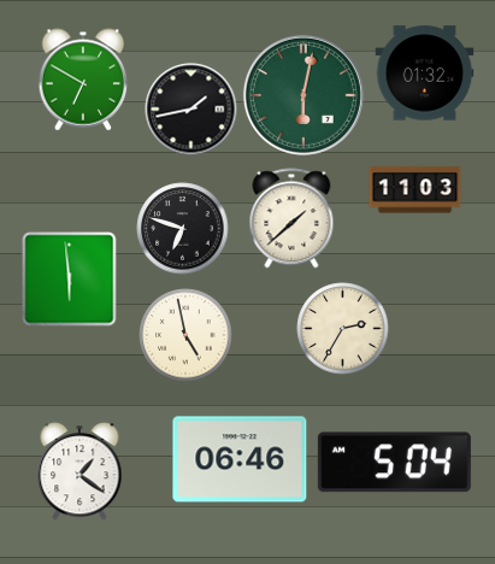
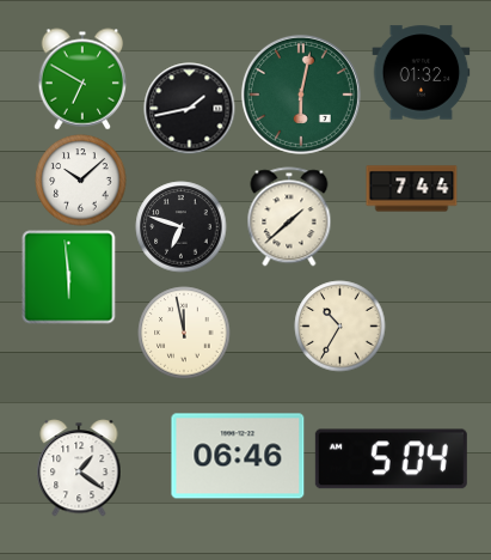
clock at (81, 181): none -> 10:08
clock at (416, 190): 11:03 -> 7:44
clock at (343, 329): 2:35 -> 10:35
clock at (185, 335): 4:58 -> 11:58
